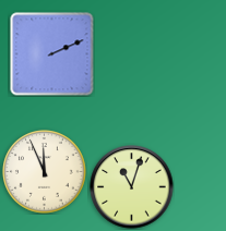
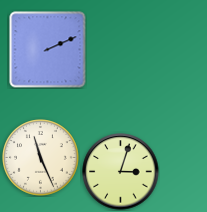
clock at (45, 172): 11:56 -> 11:26
clock at (132, 187): 11:03 -> 3:03
